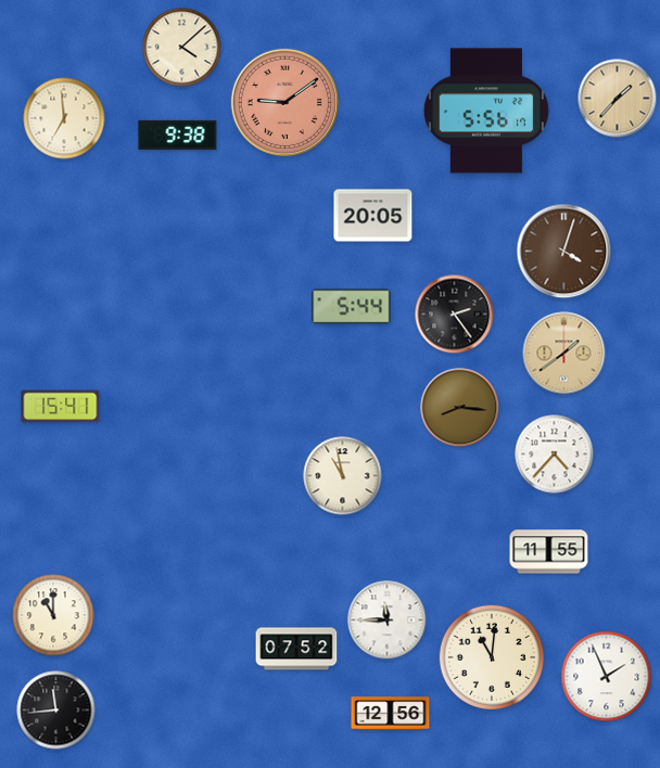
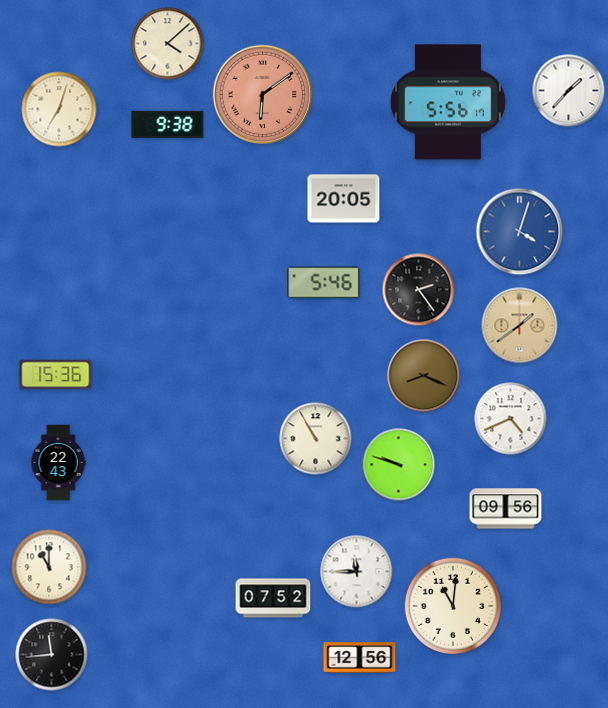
clock at (618, 99) dial: champagne -> white
clock at (284, 102): 9:09 -> 6:09
clock at (64, 118): 6:59 -> 7:03
clock at (178, 135) position: (178, 135) -> (168, 124)
clock at (564, 252) dial: brown -> blue
clock at (352, 307): 5:44 -> 5:46
clock at (61, 407): 15:41 -> 15:36
clock at (460, 408): 8:16 -> 8:19
clock at (555, 455): 4:37 -> 4:41
clock at (343, 476): 10:58 -> 10:55
clock at (58, 463): none -> 22:43
clock at (399, 465): none -> 9:48
clock at (549, 552): 11:55 -> 09:56
clock at (607, 677): 1:56 -> none
